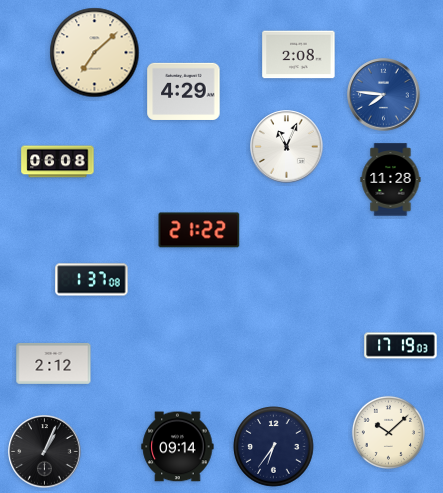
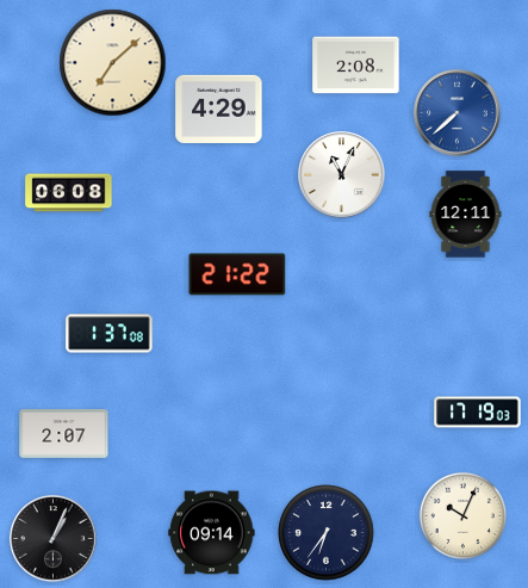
clock at (384, 95): 7:46 -> 7:38
clock at (391, 180): 11:28 -> 12:11
clock at (54, 363): 2:12 -> 2:07
clock at (388, 432): 10:08 -> 10:04
